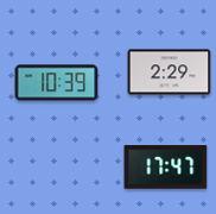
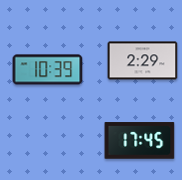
clock at (166, 168): 17:47 -> 17:45
